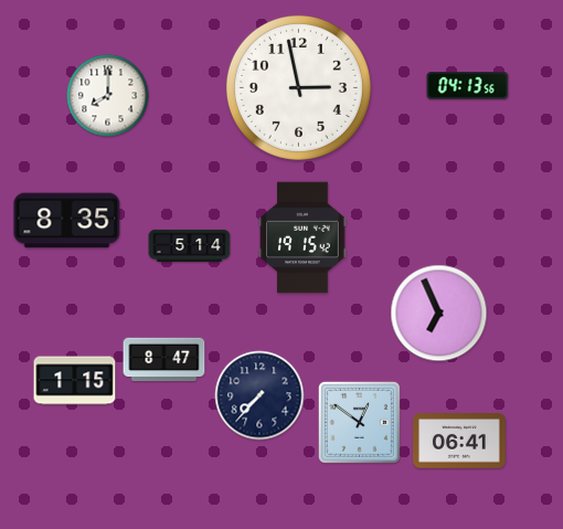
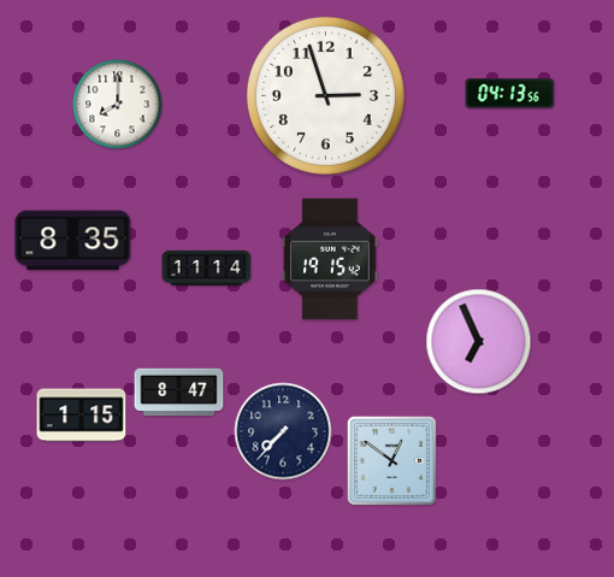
clock at (298, 87): 2:58 -> 2:57
clock at (190, 245): 5:14 -> 11:14
clock at (460, 441): 06:41 -> none
